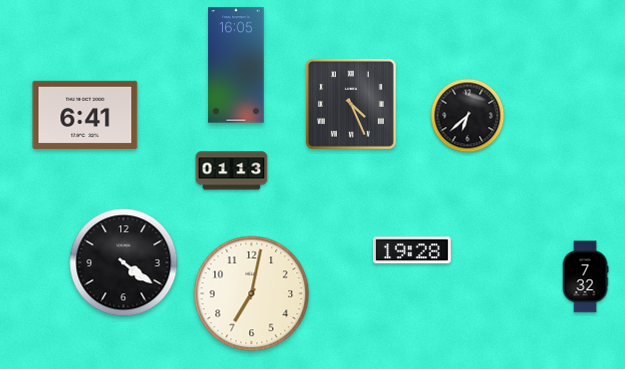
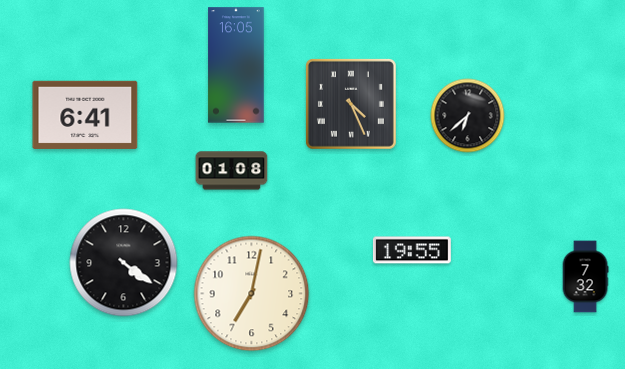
clock at (232, 171): 01:13 -> 01:08
clock at (412, 250): 19:28 -> 19:55
